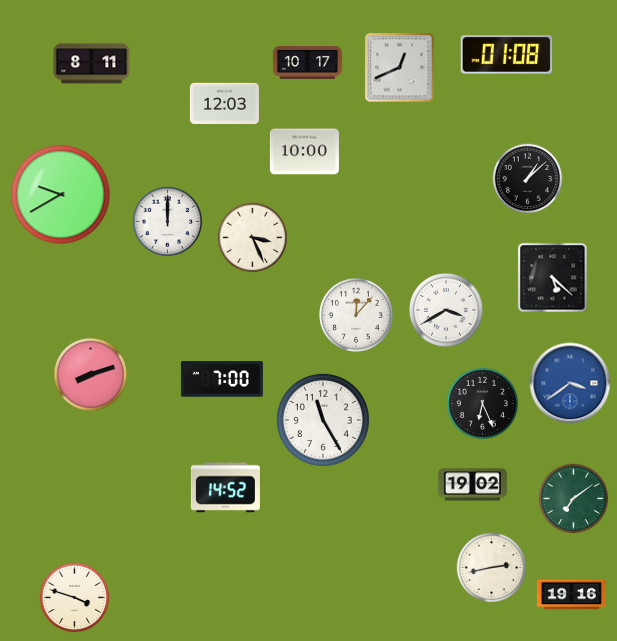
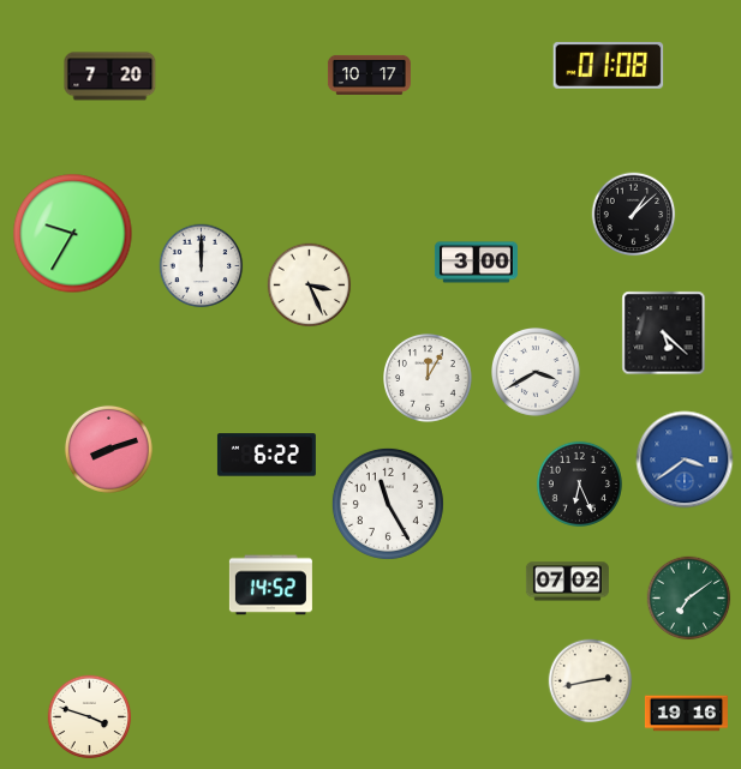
clock at (92, 64): 8:11 -> 7:20
clock at (400, 68): 12:41 -> none
clock at (224, 104): 12:03 -> none
clock at (304, 152): 10:00 -> none
clock at (61, 195): 9:40 -> 9:35
clock at (476, 263): none -> 3:00
clock at (253, 238) position: (253, 238) -> (310, 286)
clock at (357, 316): 12:07 -> 12:05
clock at (222, 379): 7:00 -> 6:22
clock at (472, 485): 19:02 -> 07:02
